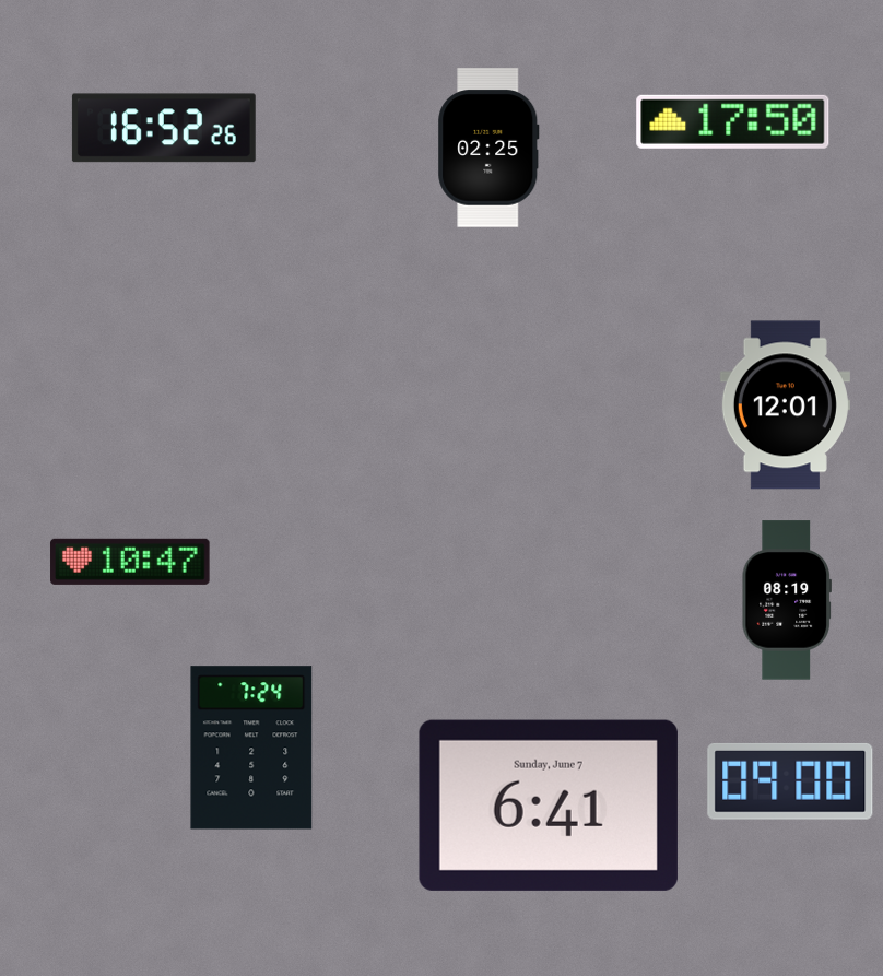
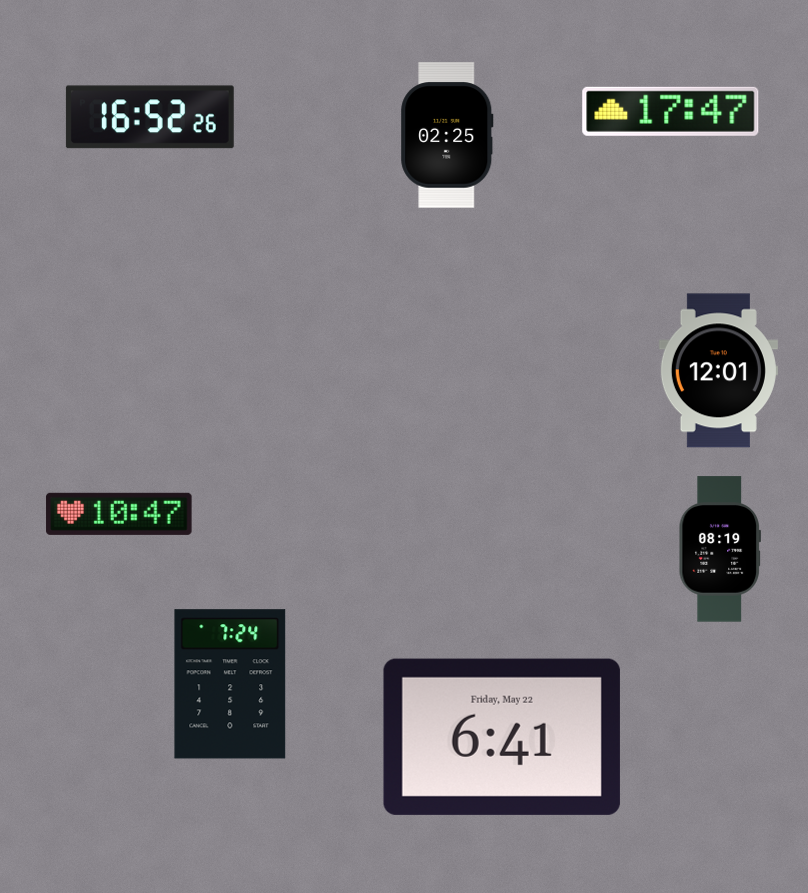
clock at (733, 121): 17:50 -> 17:47
clock at (790, 781): 09:00 -> none
clock at (549, 806) date: Sunday, June 7 -> Friday, May 22
